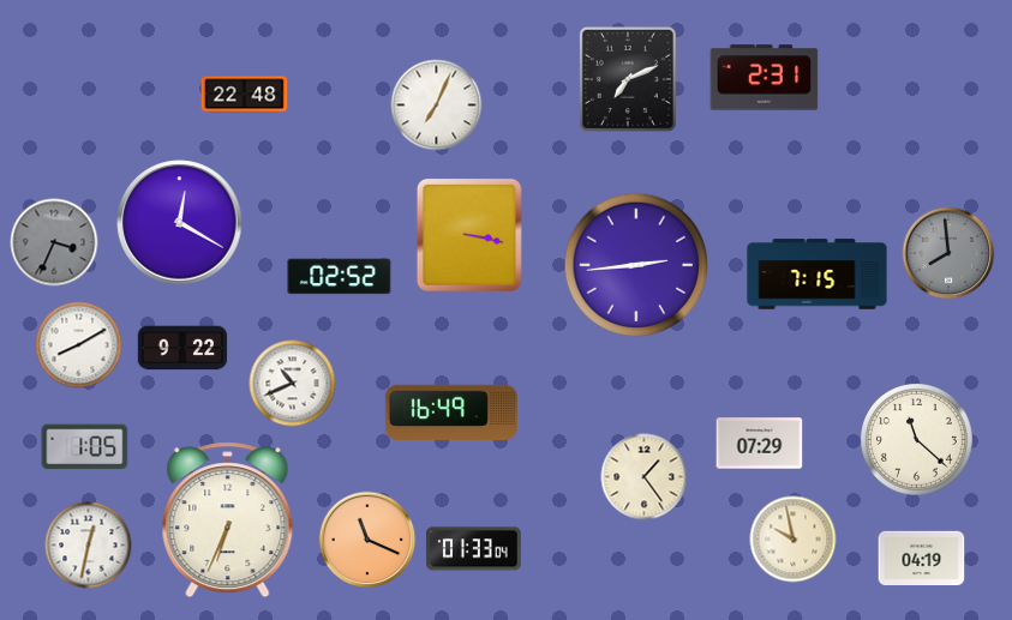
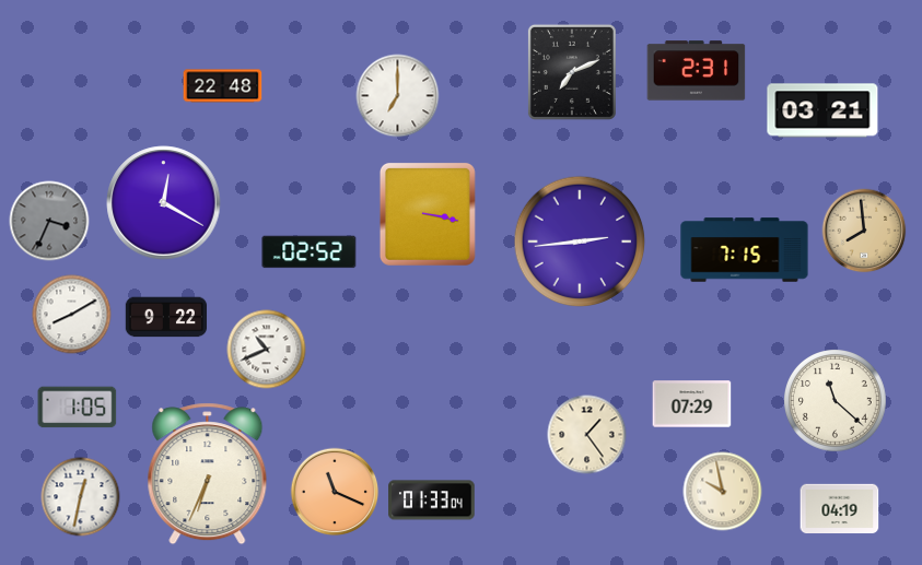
clock at (437, 106): 7:04 -> 7:00
clock at (822, 110): none -> 03:21
clock at (948, 253) dial: grey -> champagne
clock at (451, 411): 16:49 -> none
